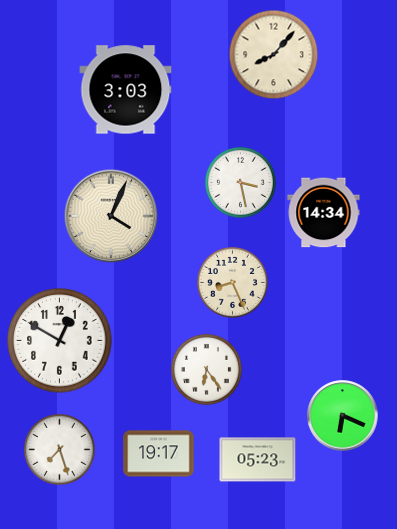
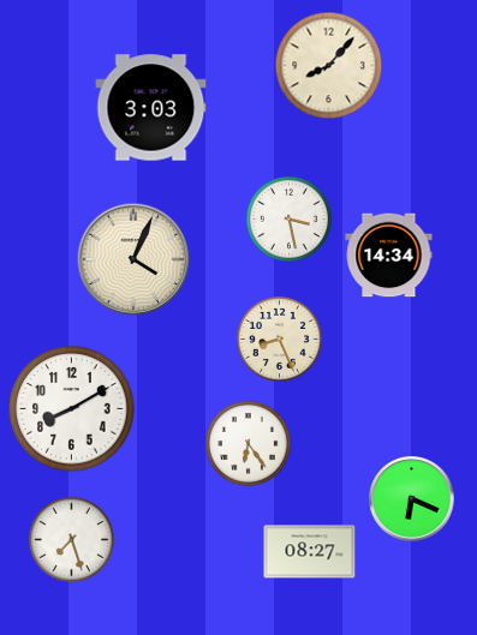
clock at (60, 341): 12:50 -> 8:10
clock at (159, 454): 19:17 -> none
clock at (258, 460): 05:23 -> 08:27
